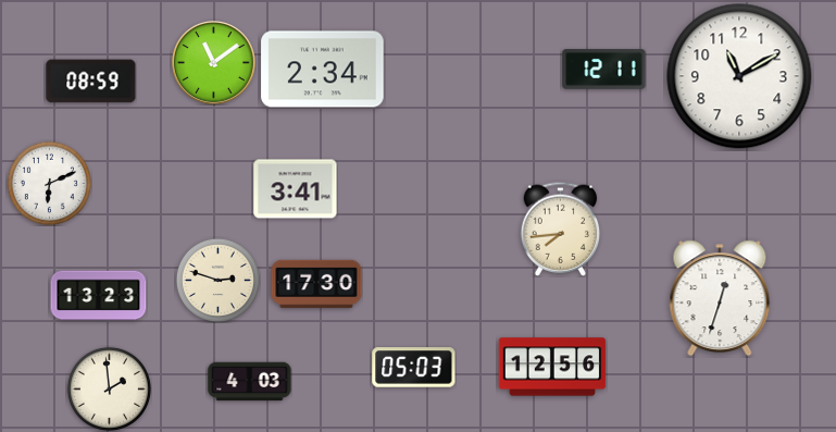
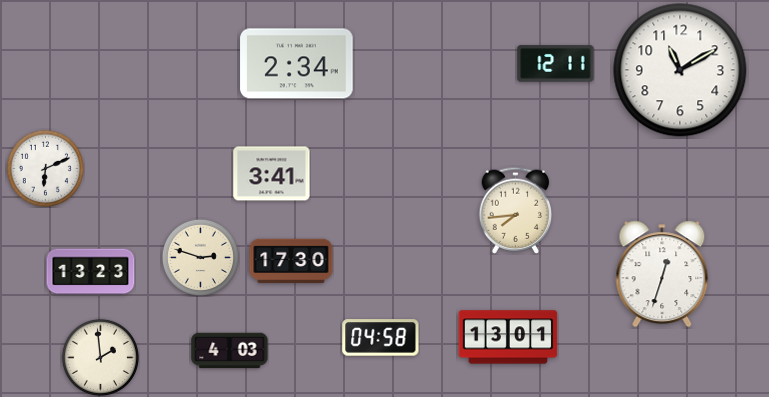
clock at (214, 63): 11:09 -> none
clock at (91, 82): 08:59 -> none
clock at (552, 367): 12:56 -> 13:01
clock at (414, 368): 05:03 -> 04:58
